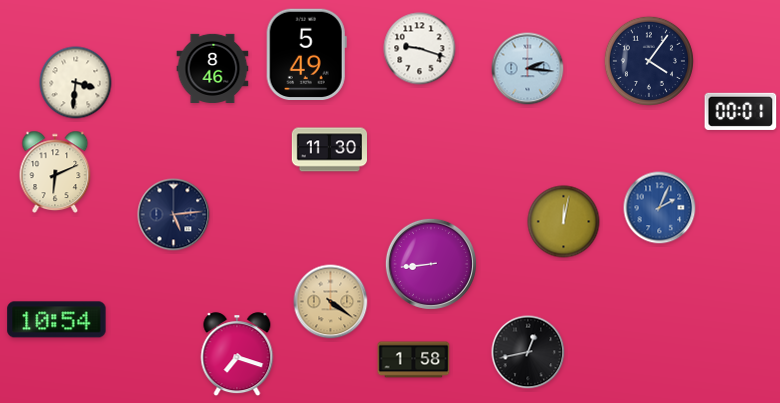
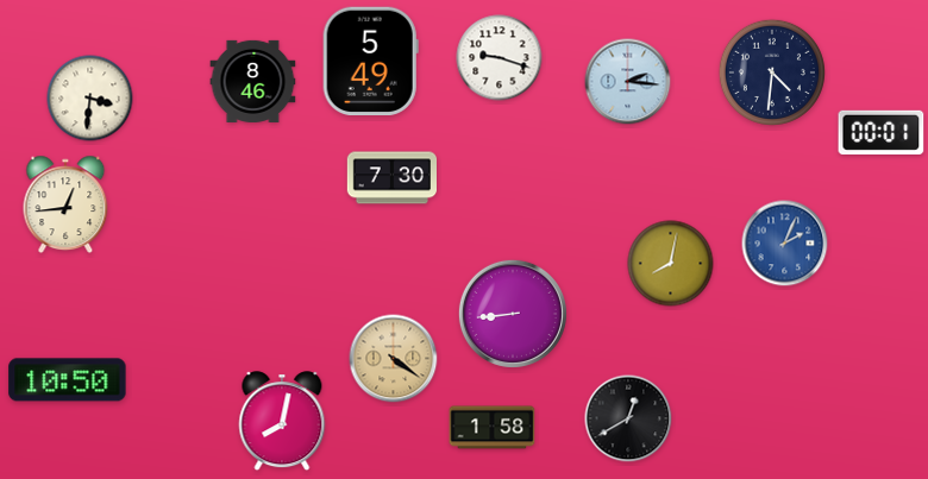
clock at (306, 54) position: (306, 54) -> (370, 61)
clock at (649, 61): 4:06 -> 4:31
clock at (329, 150): 11:30 -> 7:30
clock at (55, 172): 6:11 -> 12:44
clock at (660, 208) position: (660, 208) -> (785, 244)
clock at (174, 215): 5:14 -> none
clock at (564, 222): 12:02 -> 8:02
clock at (57, 320): 10:54 -> 10:50
clock at (528, 352): 12:43 -> 12:40
clock at (237, 355): 7:18 -> 8:02
